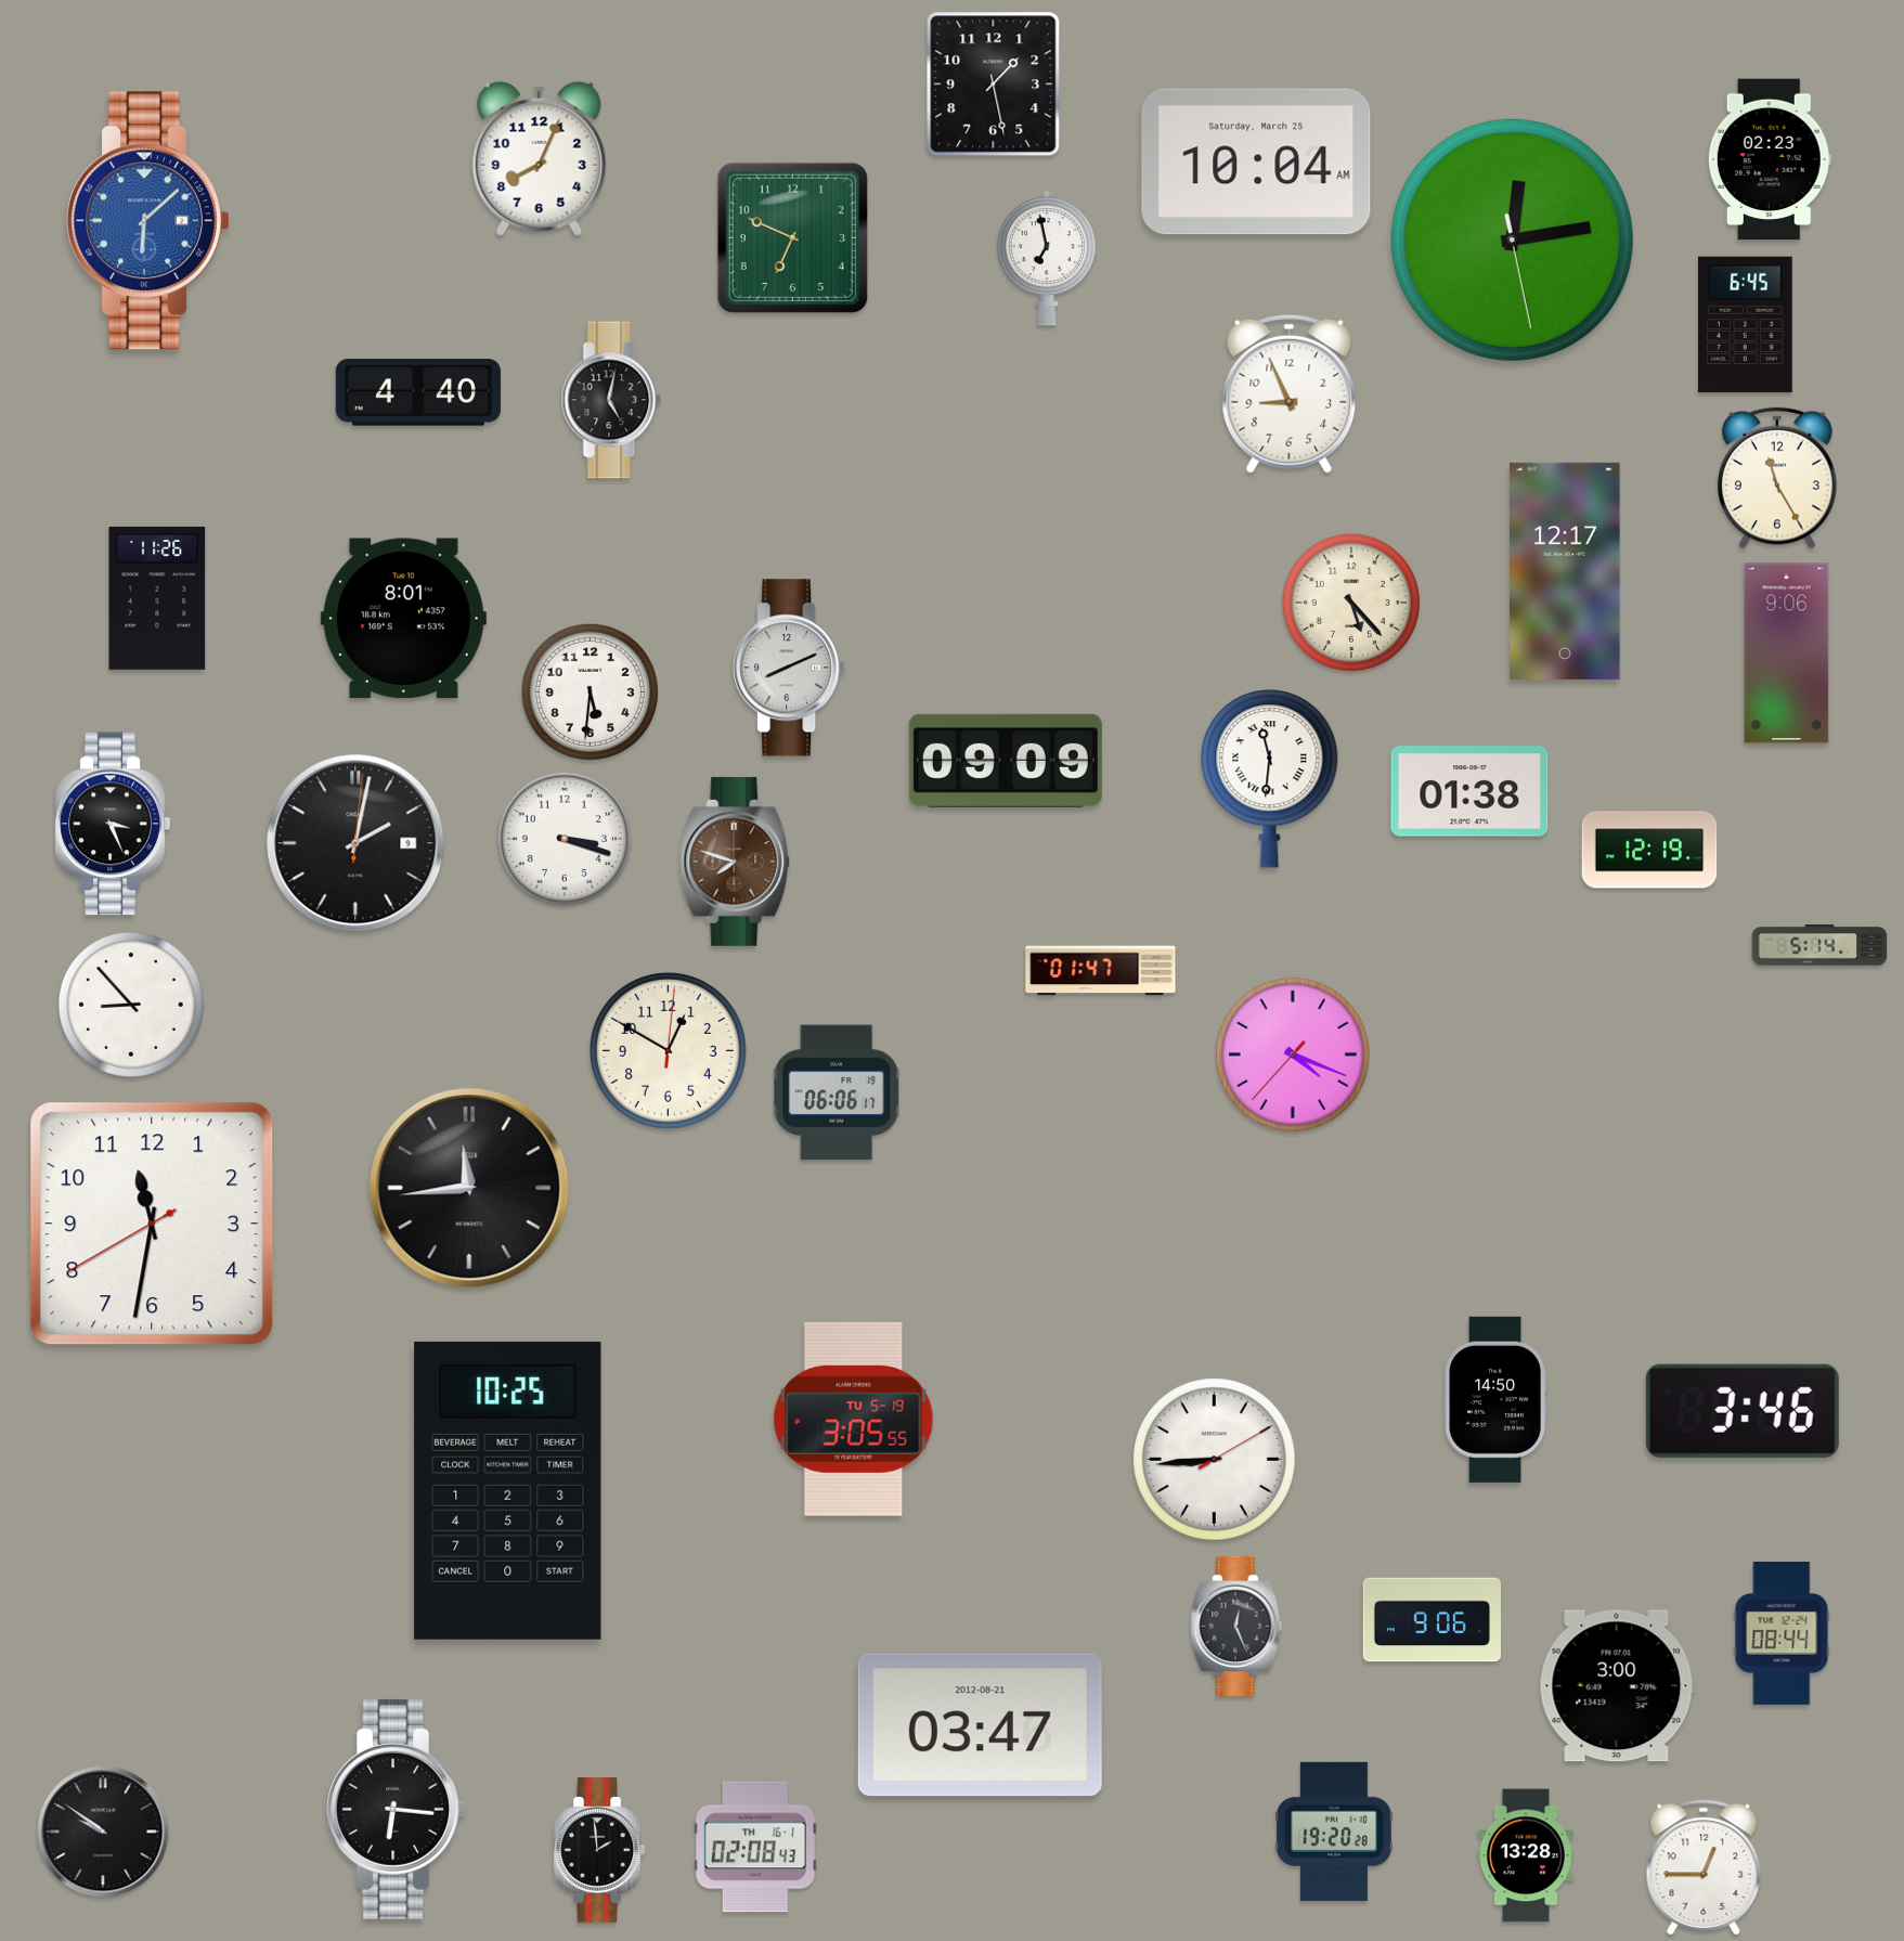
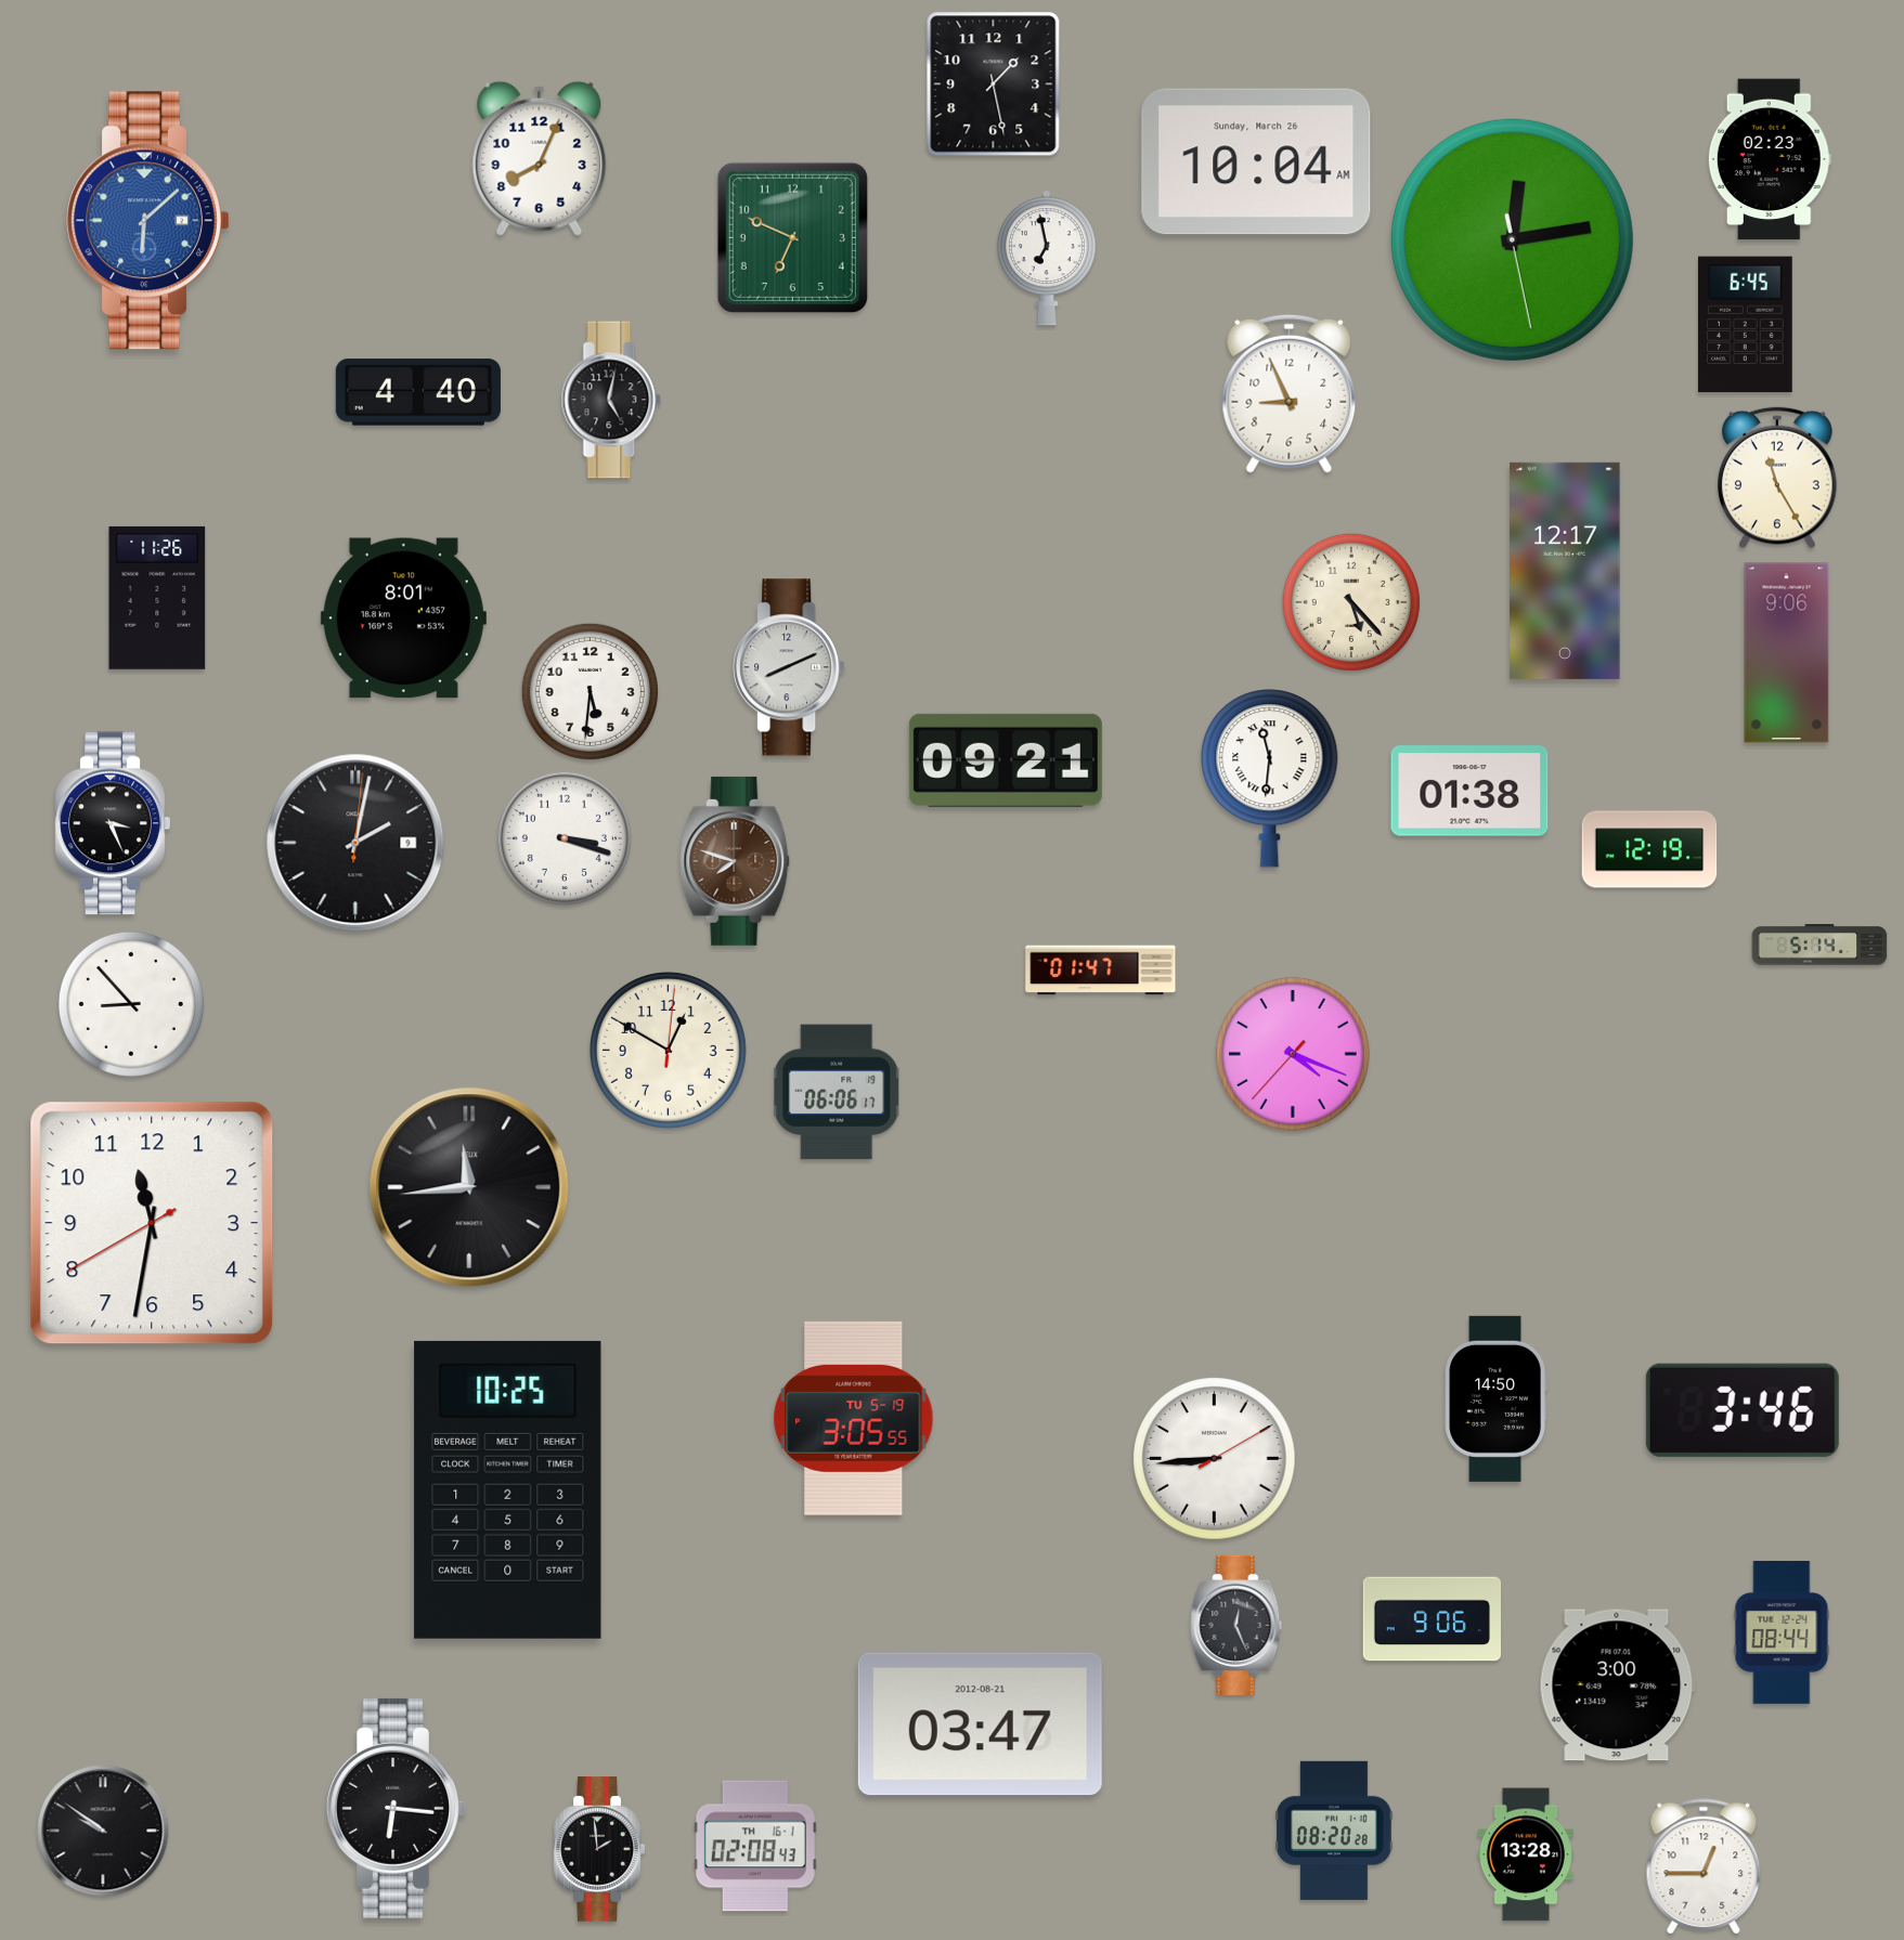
clock at (1256, 161) date: Saturday, March 25 -> Sunday, March 26
clock at (1006, 761): 09:09 -> 09:21
clock at (1335, 1832): 19:20 -> 08:20
